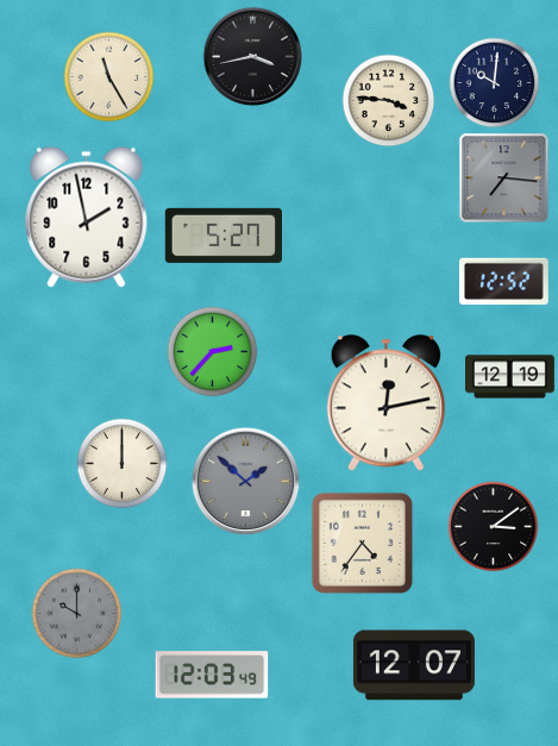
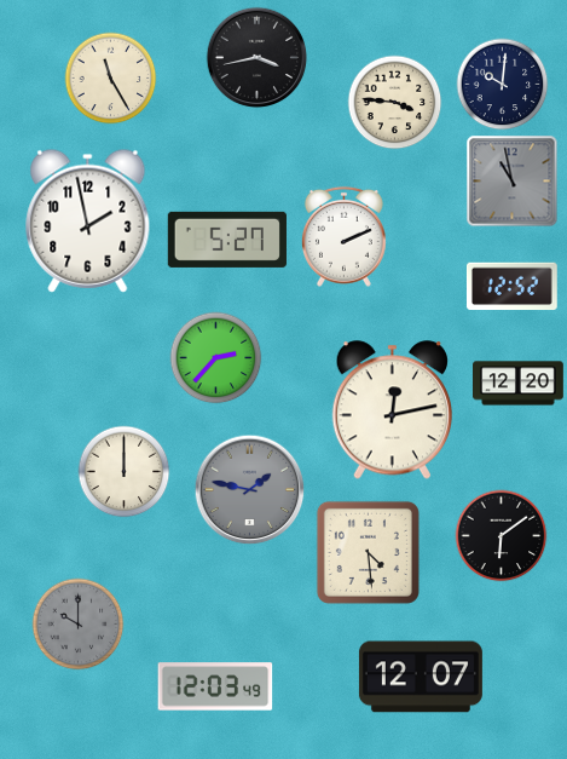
clock at (504, 178): 7:16 -> 10:58
clock at (343, 236): none -> 2:11
clock at (510, 377): 12:19 -> 12:20
clock at (246, 482): 1:52 -> 1:47
clock at (494, 527): 3:09 -> 6:09
clock at (362, 543): 4:36 -> 4:29
